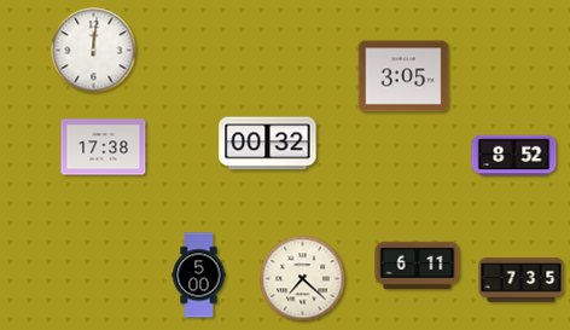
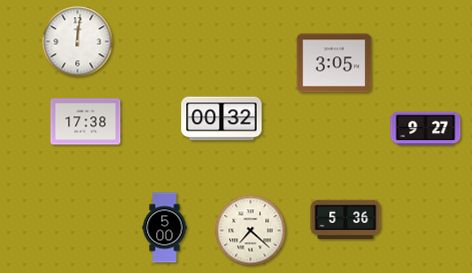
clock at (514, 156): 8:52 -> 9:27
clock at (418, 266): 6:11 -> 5:36
clock at (522, 280): 7:35 -> none
